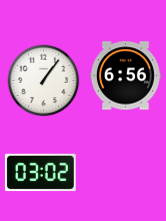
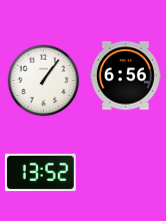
clock at (40, 173): 03:02 -> 13:52
